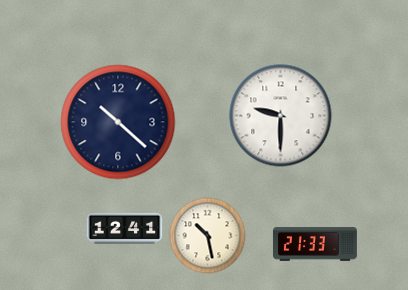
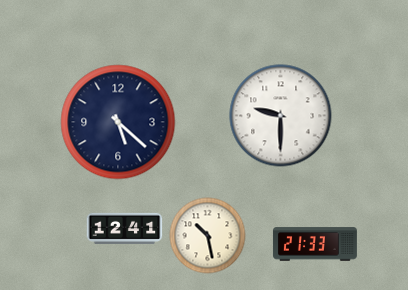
clock at (118, 122): 10:22 -> 5:22
